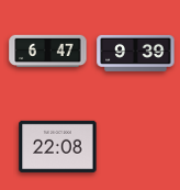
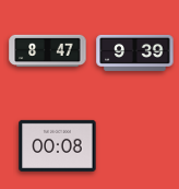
clock at (48, 52): 6:47 -> 8:47
clock at (58, 146): 22:08 -> 00:08
